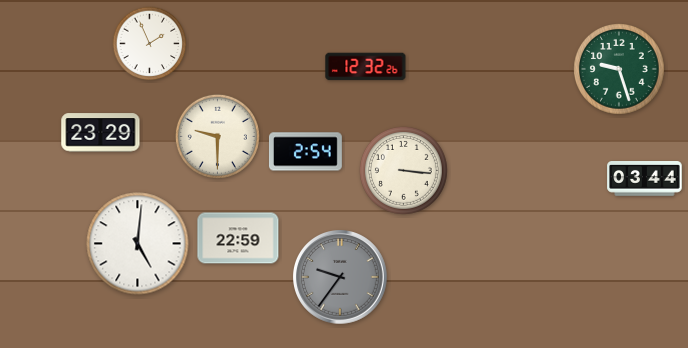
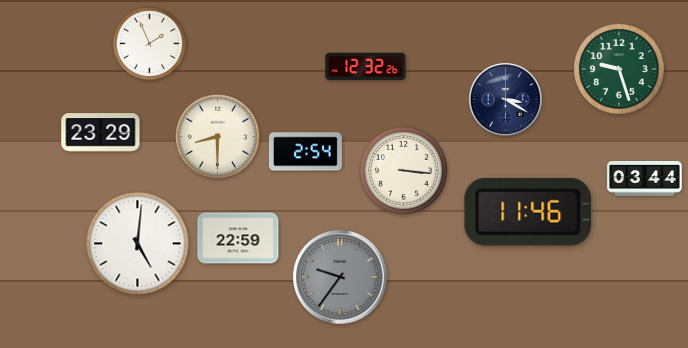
clock at (505, 99): none -> 3:20
clock at (217, 136): 9:30 -> 8:30
clock at (528, 212): none -> 11:46
